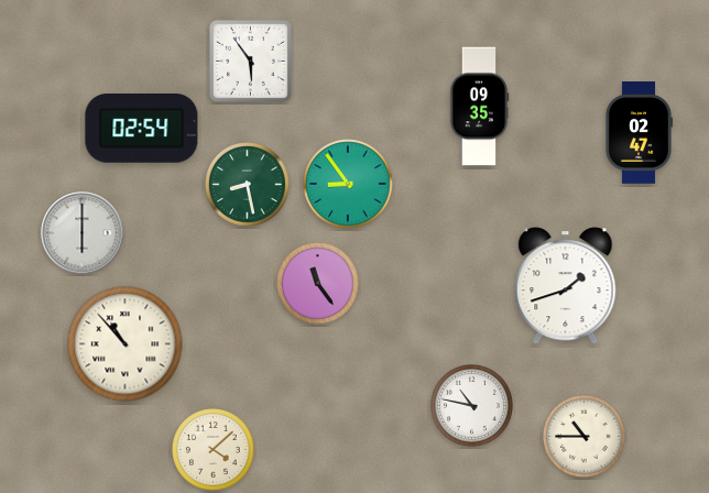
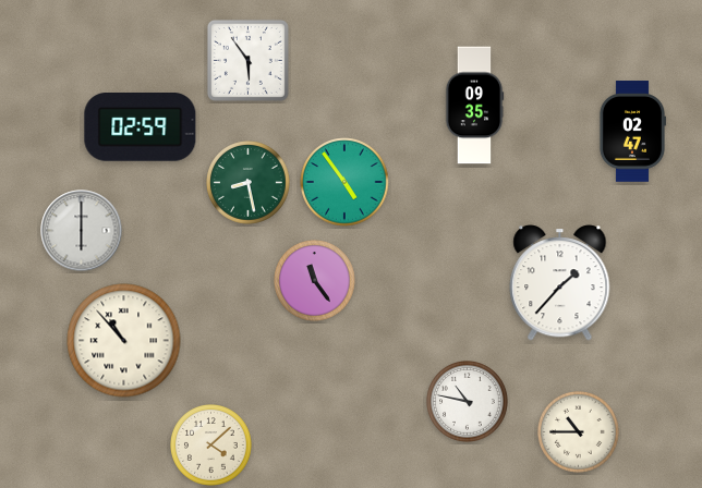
clock at (142, 129): 02:54 -> 02:59
clock at (348, 184): 8:54 -> 4:54
clock at (248, 185) position: (248, 185) -> (249, 183)
clock at (566, 286): 1:42 -> 1:37
